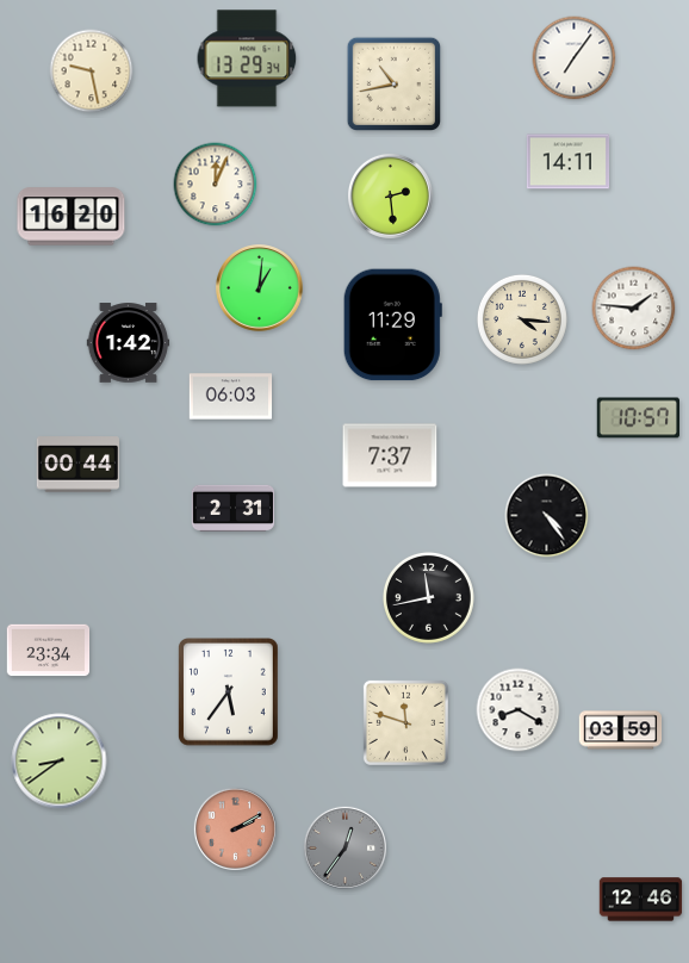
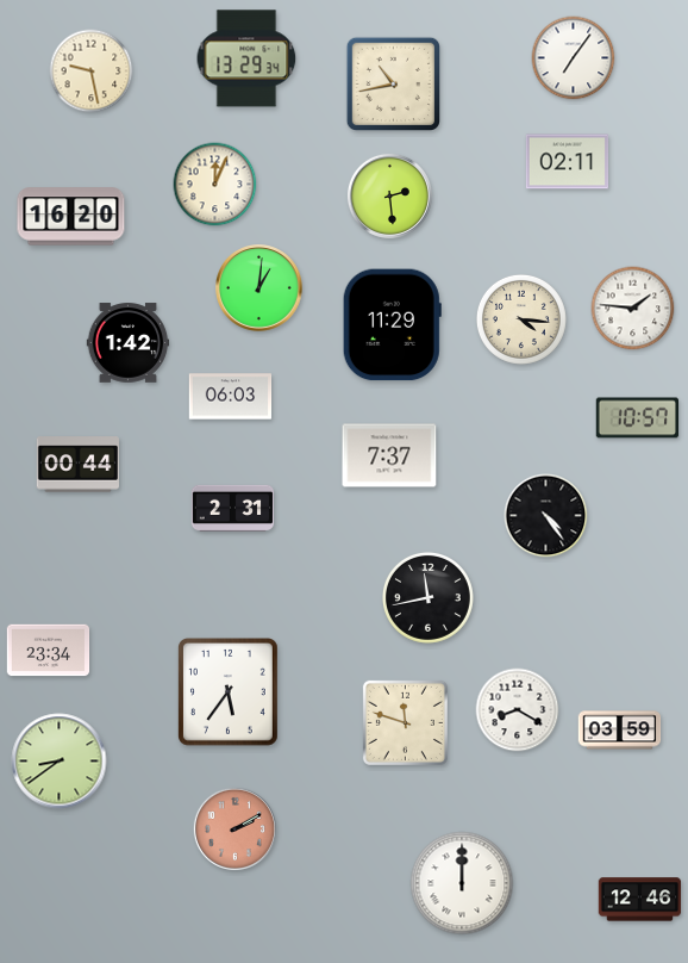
clock at (569, 162): 14:11 -> 02:11
clock at (344, 847): 12:36 -> none
clock at (462, 883): none -> 12:00
